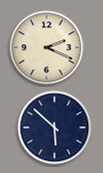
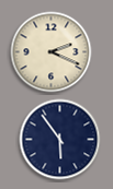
clock at (55, 128): 5:52 -> 5:54
